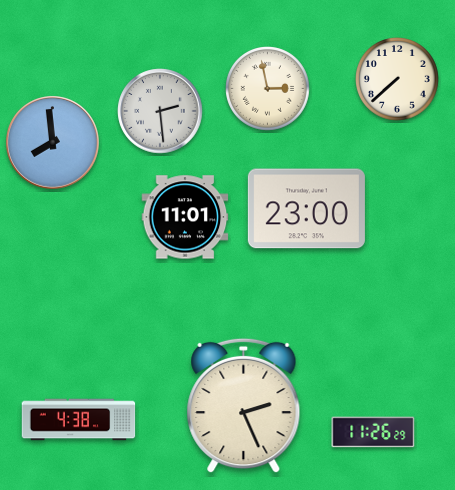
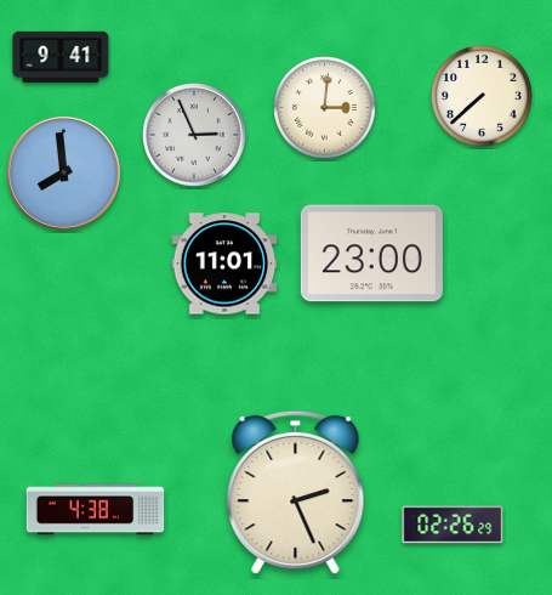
clock at (61, 56): none -> 9:41
clock at (268, 89): 2:58 -> 3:01
clock at (160, 111): 2:29 -> 2:56
clock at (373, 432): 11:26 -> 02:26
